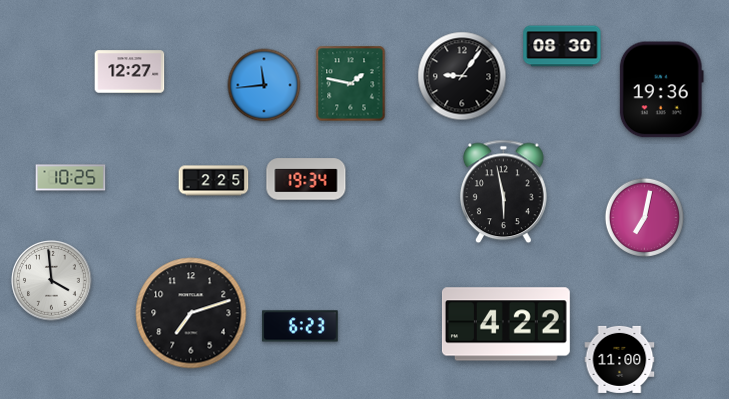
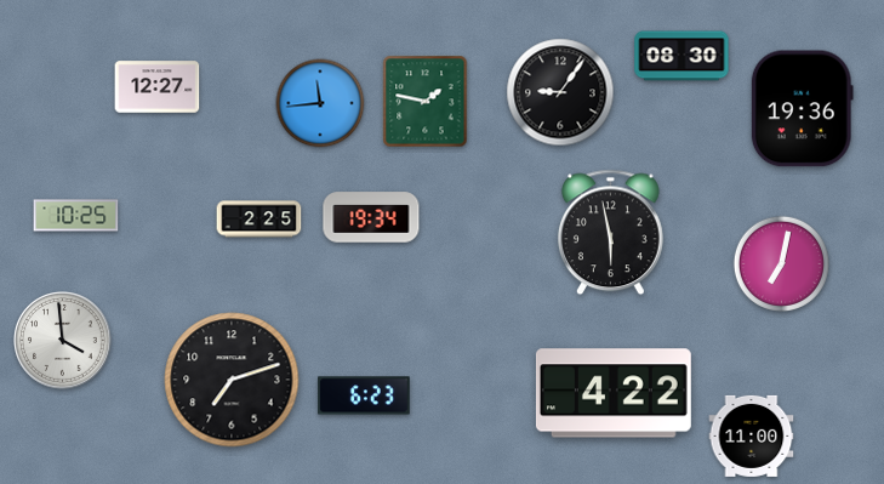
clock at (71, 178) position: (71, 178) -> (76, 216)
